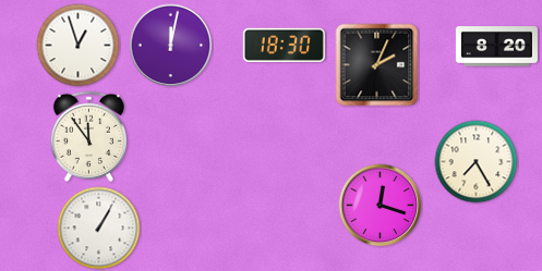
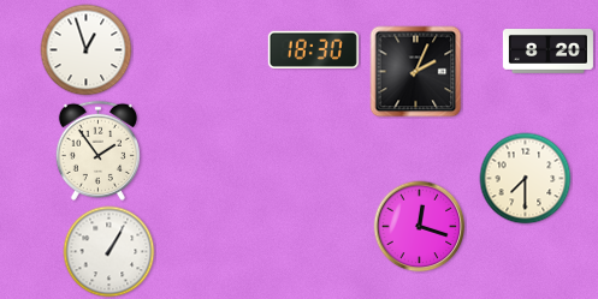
clock at (171, 46): 12:02 -> none
clock at (88, 136): 11:54 -> 1:54
clock at (477, 162): 7:25 -> 7:30
